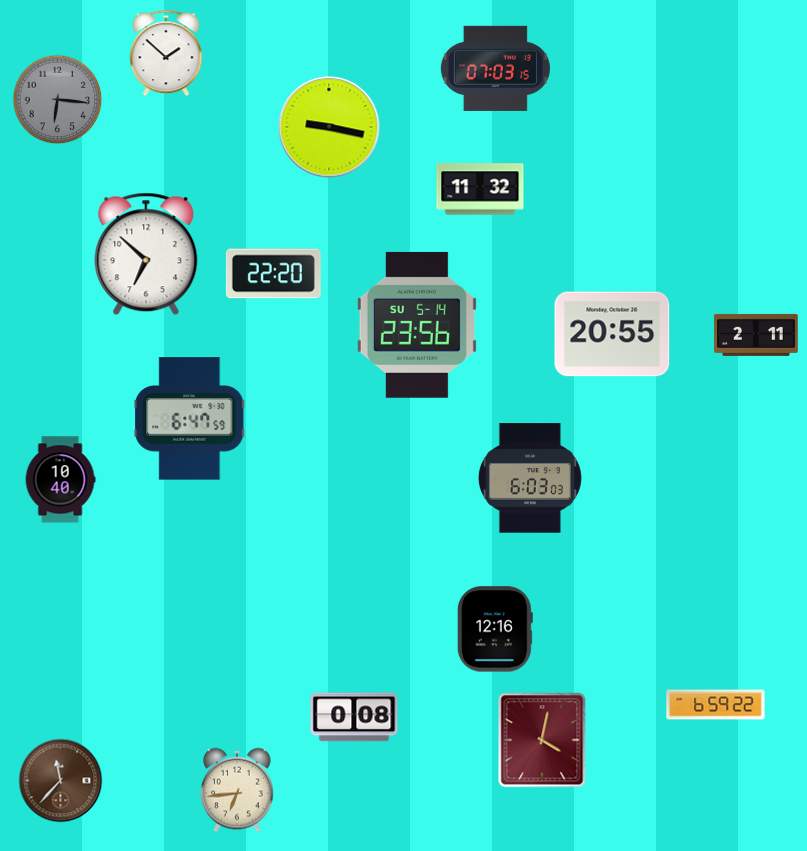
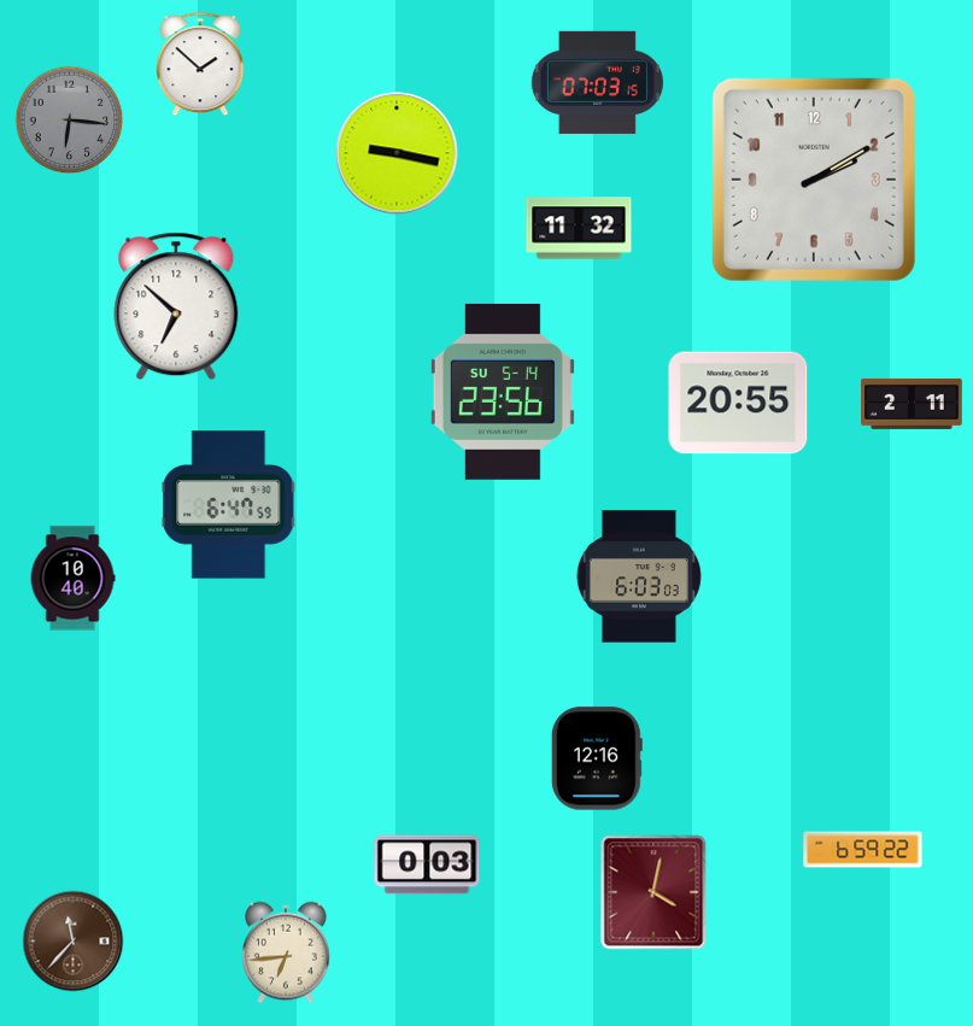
clock at (814, 180): none -> 2:10
clock at (273, 274): 22:20 -> none
clock at (354, 717): 0:08 -> 0:03
